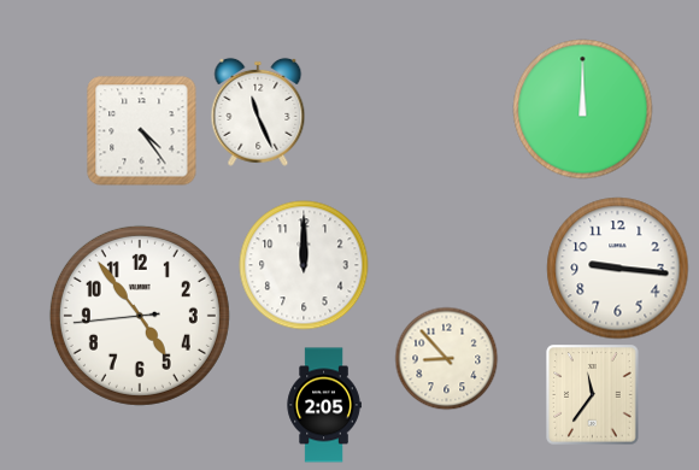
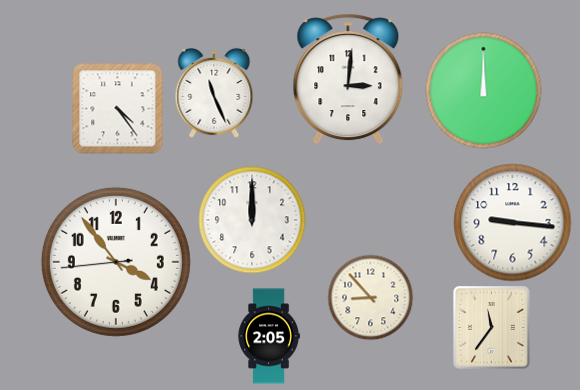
clock at (348, 79): none -> 3:01
clock at (140, 316): 4:53 -> 3:53
